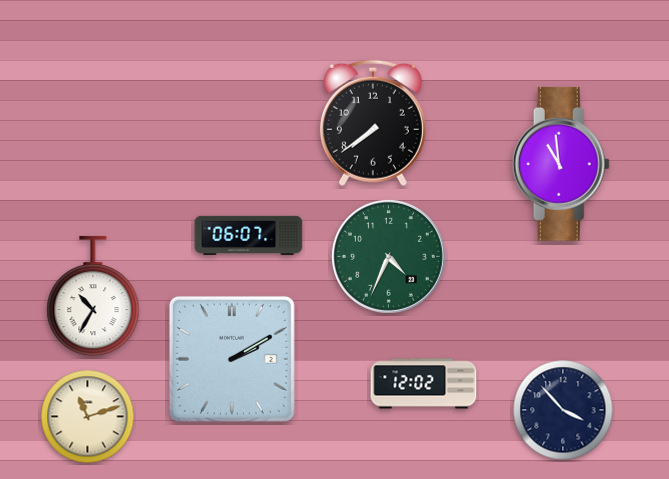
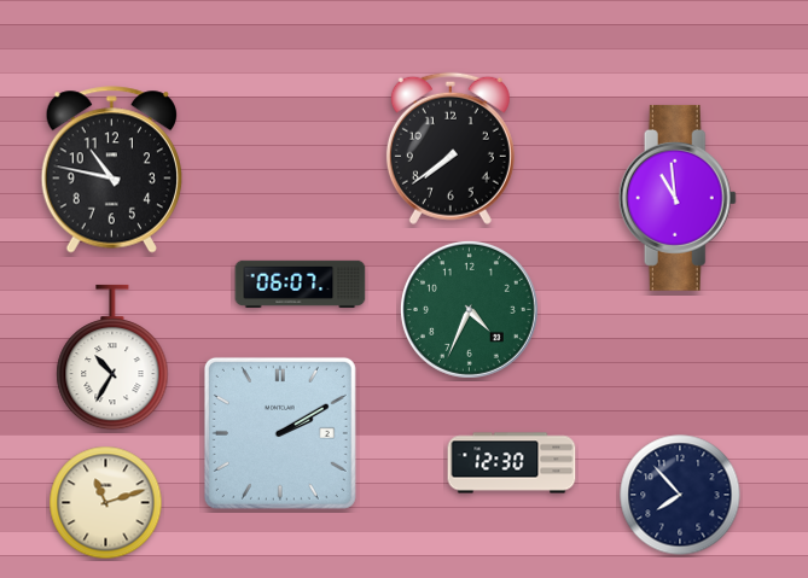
clock at (111, 170): none -> 10:47
clock at (424, 384): 12:02 -> 12:30
clock at (563, 410): 3:53 -> 7:53
